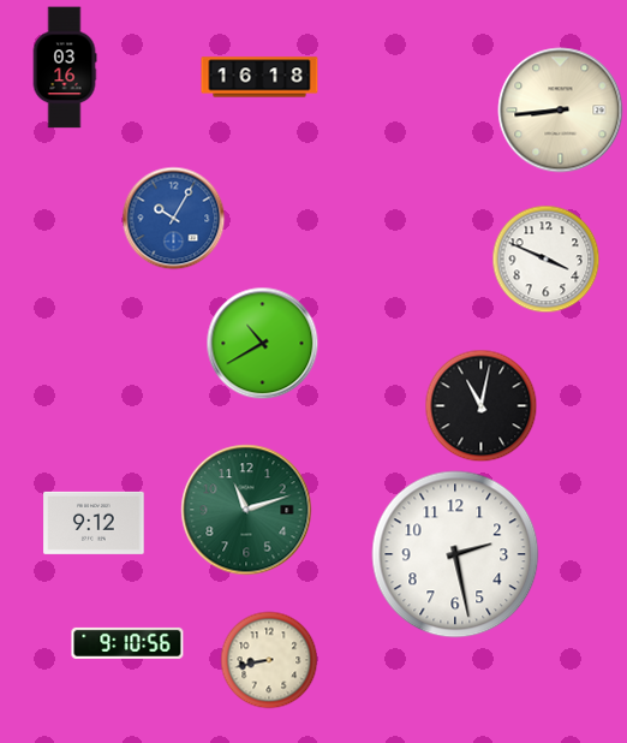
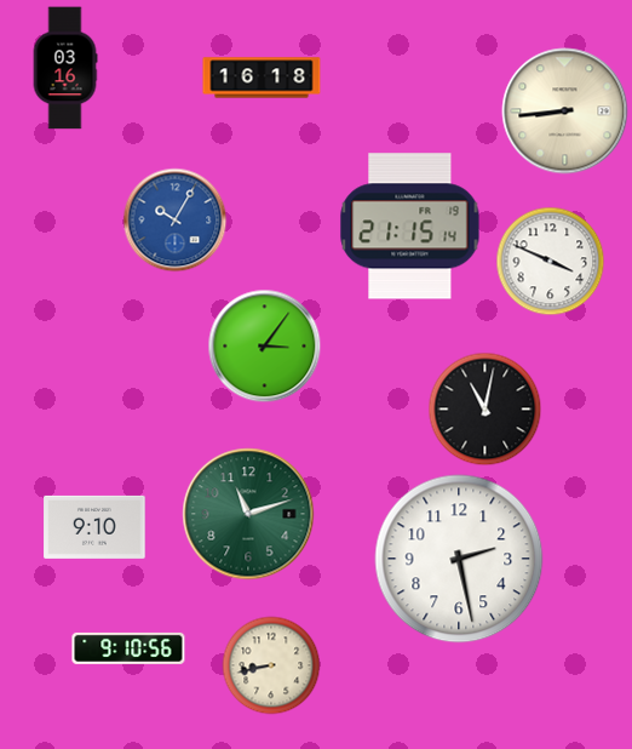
clock at (410, 227): none -> 21:15
clock at (263, 344): 10:40 -> 3:06
clock at (94, 523): 9:12 -> 9:10
